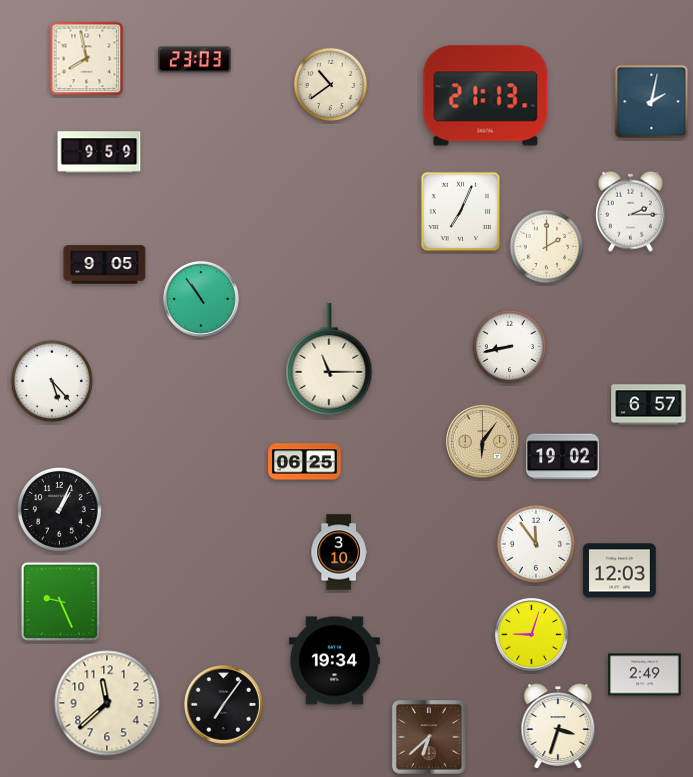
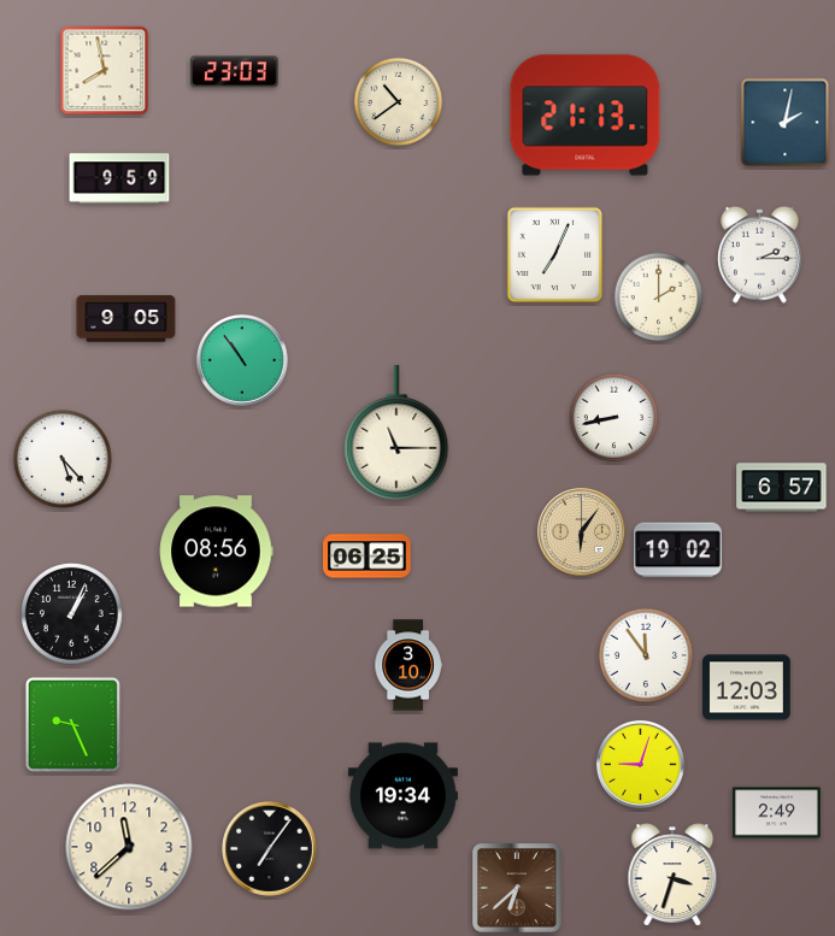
clock at (99, 152) position: (99, 152) -> (119, 178)
clock at (217, 552): none -> 08:56
